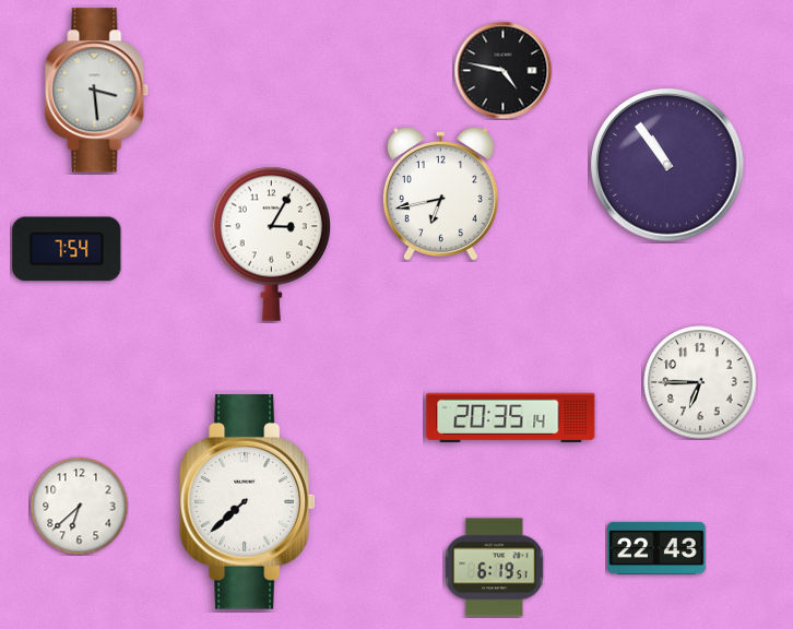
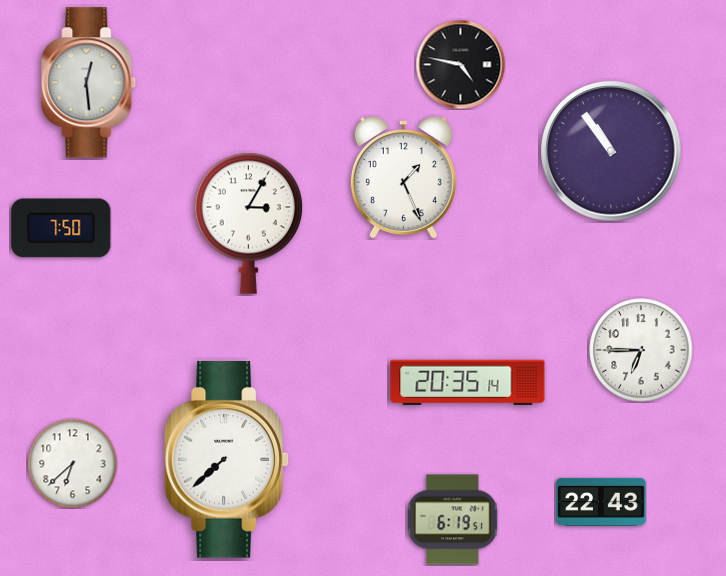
clock at (97, 91): 3:29 -> 12:29
clock at (440, 194): 6:43 -> 1:26
clock at (67, 249): 7:54 -> 7:50
